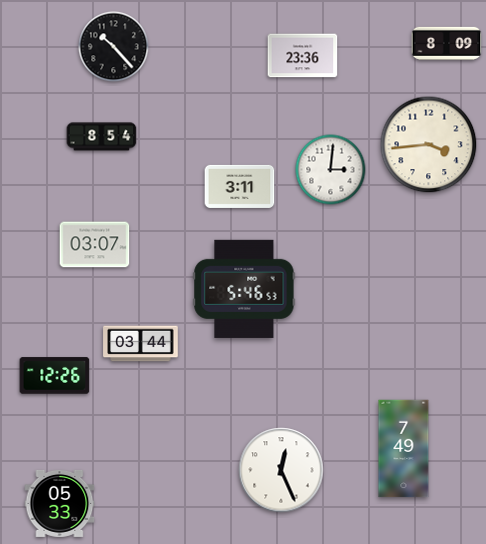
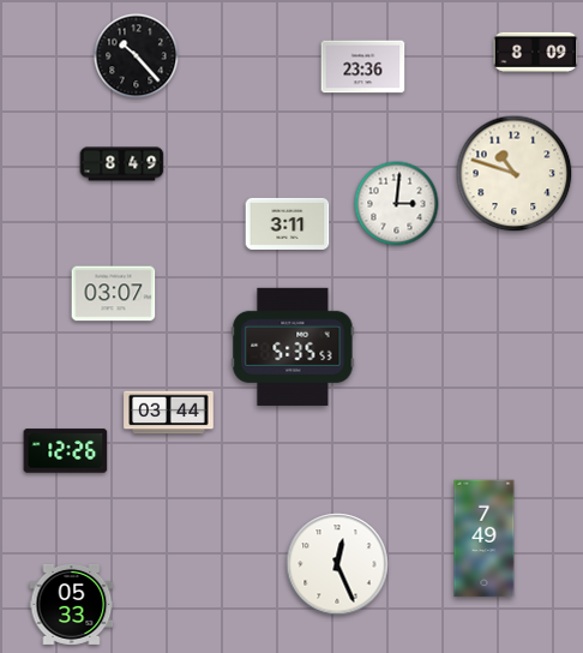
clock at (102, 137): 8:54 -> 8:49
clock at (429, 145): 3:44 -> 10:48
clock at (244, 289): 5:46 -> 5:35
